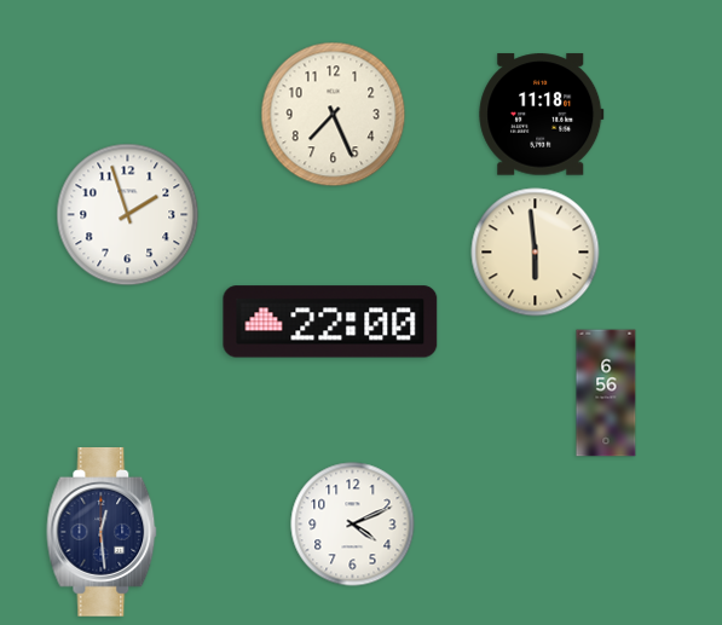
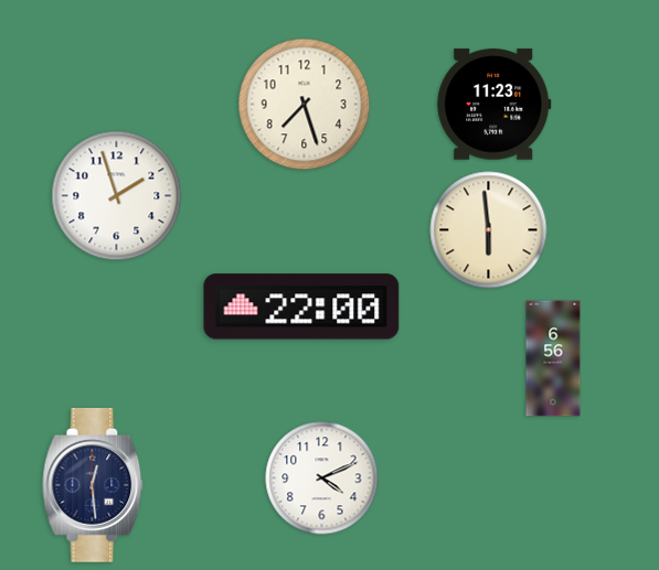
clock at (334, 115): 7:26 -> 7:27
clock at (542, 115): 11:18 -> 11:23
clock at (330, 322) position: (330, 322) -> (301, 306)
